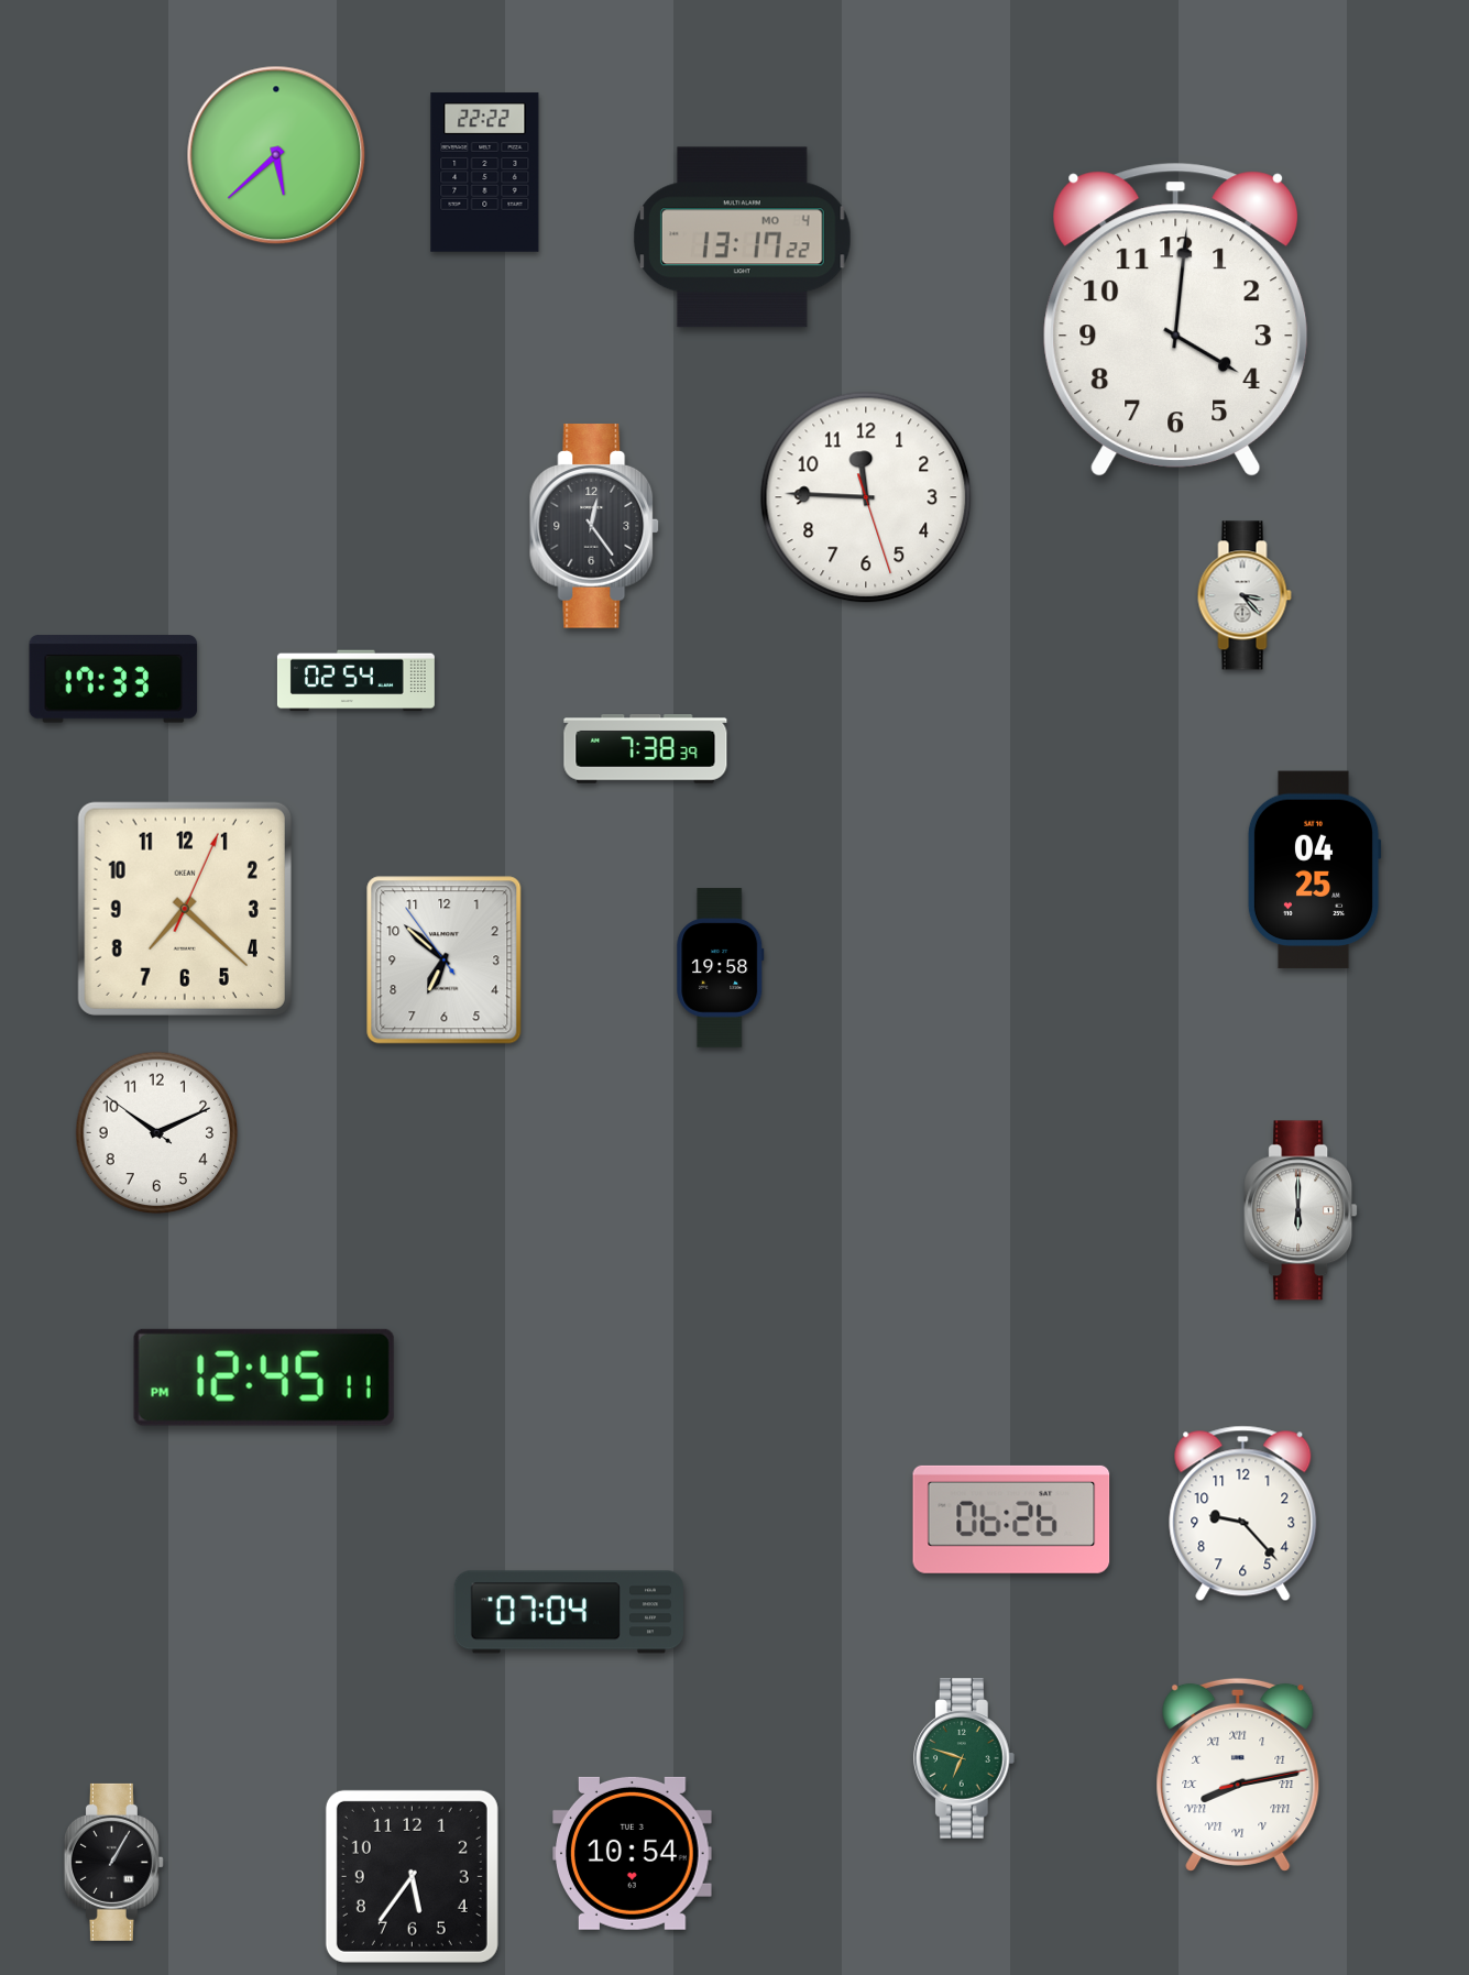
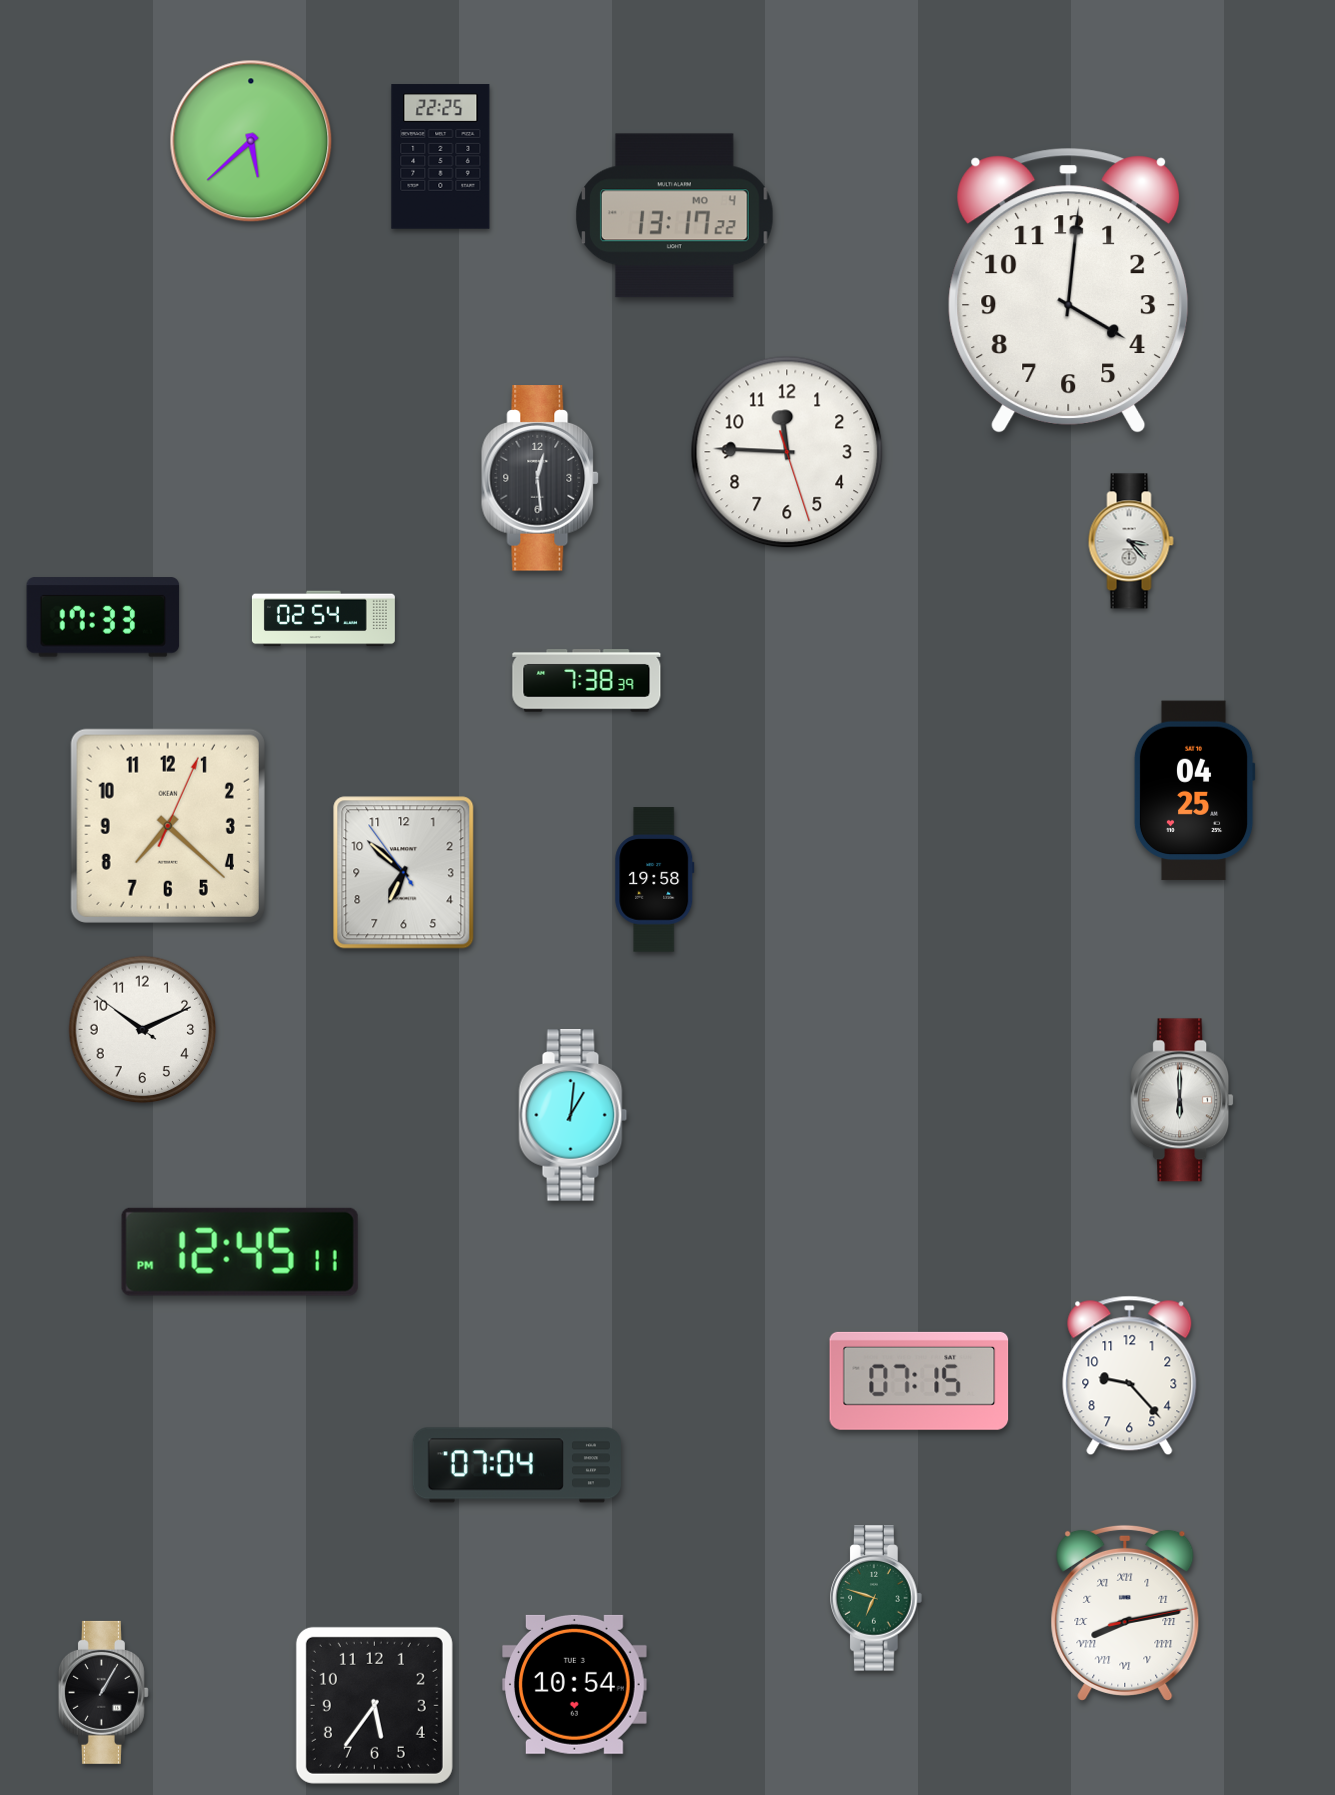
clock at (485, 173): 22:22 -> 22:25
clock at (595, 526): 12:24 -> 12:29
clock at (573, 1116): none -> 1:01
clock at (1011, 1519): 06:26 -> 07:15
